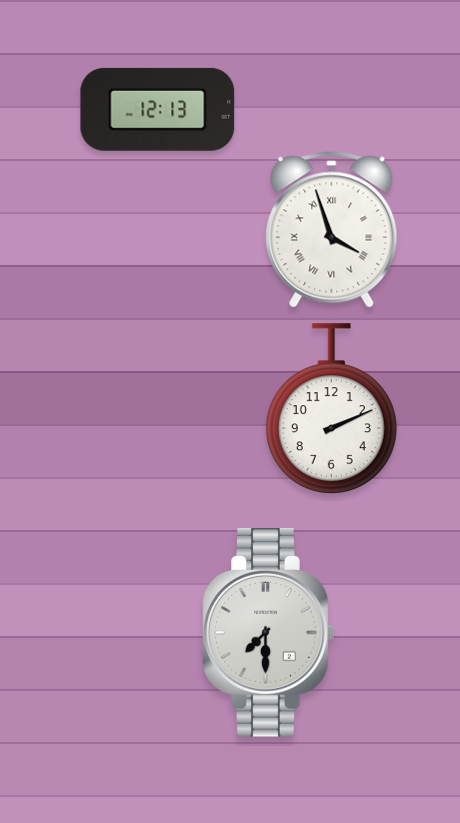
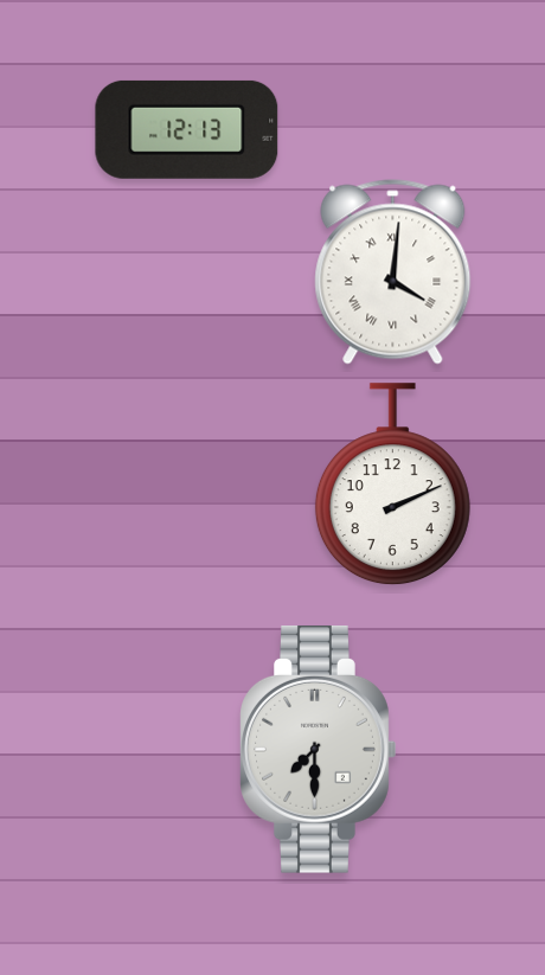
clock at (332, 230): 3:57 -> 4:01
